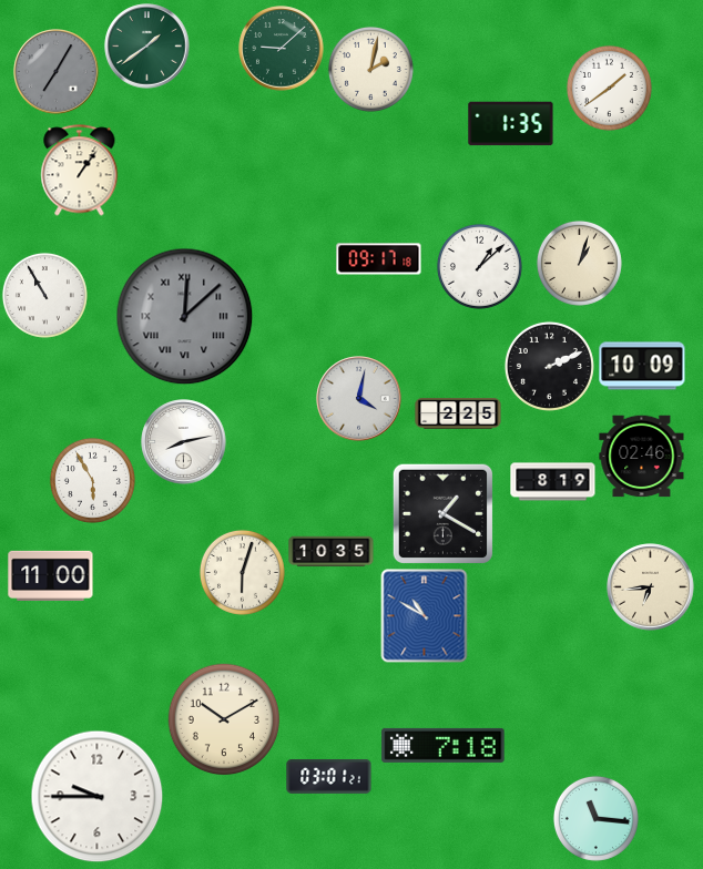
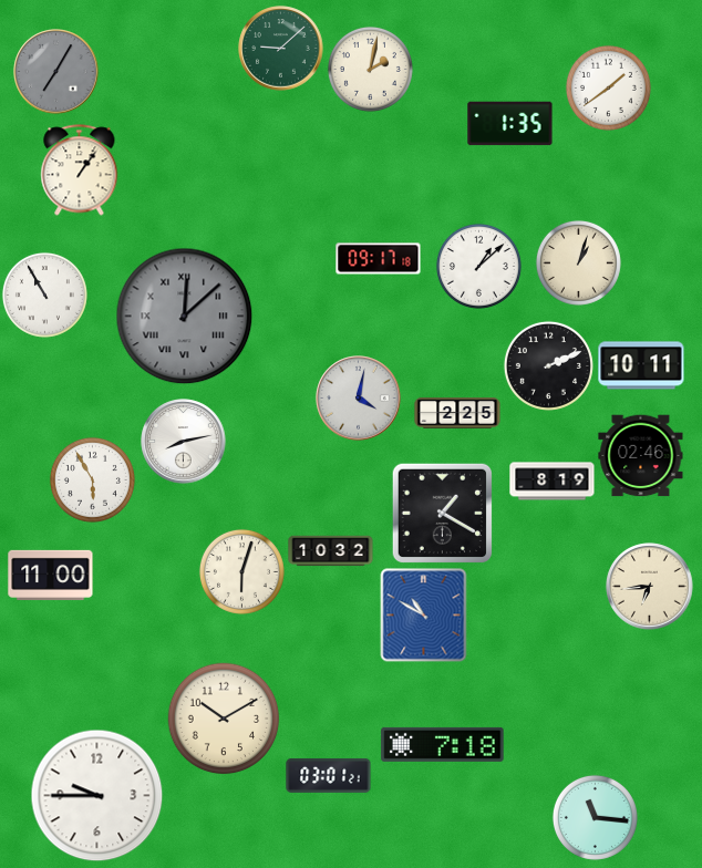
clock at (147, 47): 1:39 -> none
clock at (642, 366): 10:09 -> 10:11
clock at (332, 552): 10:35 -> 10:32
